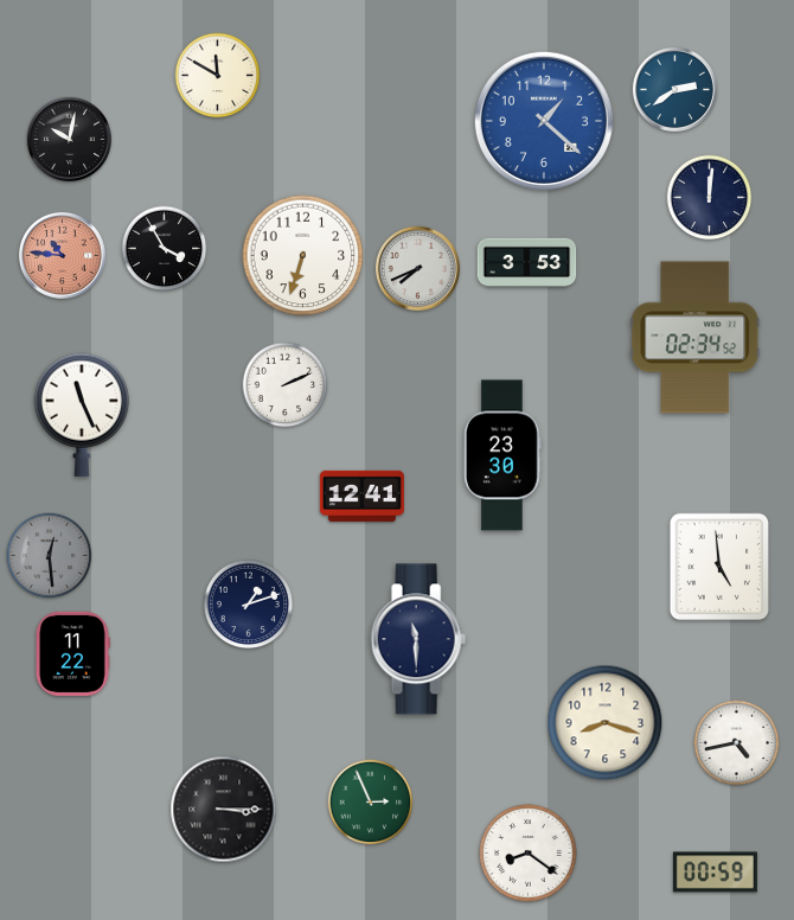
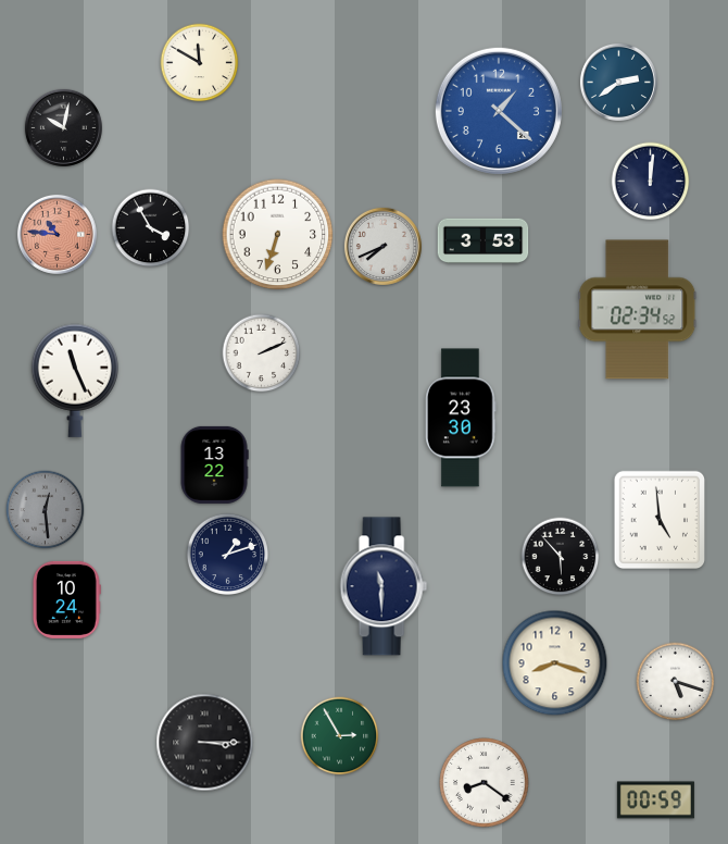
clock at (218, 76) position: (218, 76) -> (200, 63)
clock at (361, 496): 12:41 -> none
clock at (214, 464): none -> 13:22
clock at (561, 557): none -> 5:53
clock at (72, 653): 11:22 -> 10:24
clock at (737, 743): 4:43 -> 5:18
clock at (371, 803): 2:56 -> 2:55
